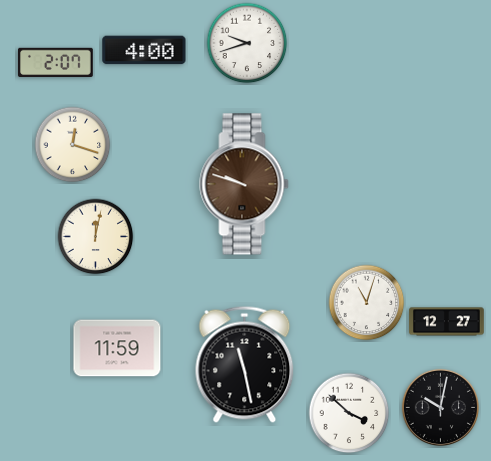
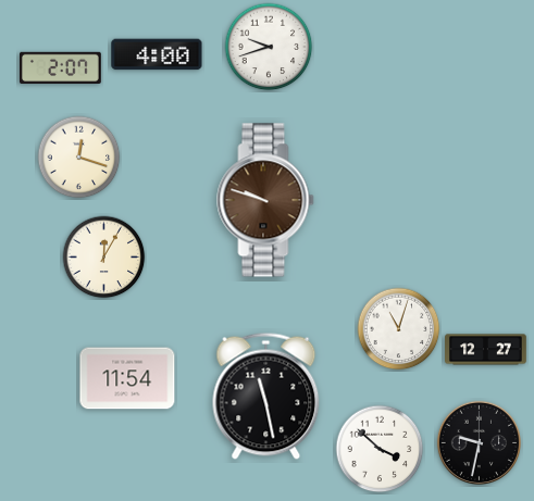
clock at (96, 237): 12:02 -> 12:05
clock at (117, 348): 11:59 -> 11:54
clock at (440, 407): 10:02 -> 9:32
